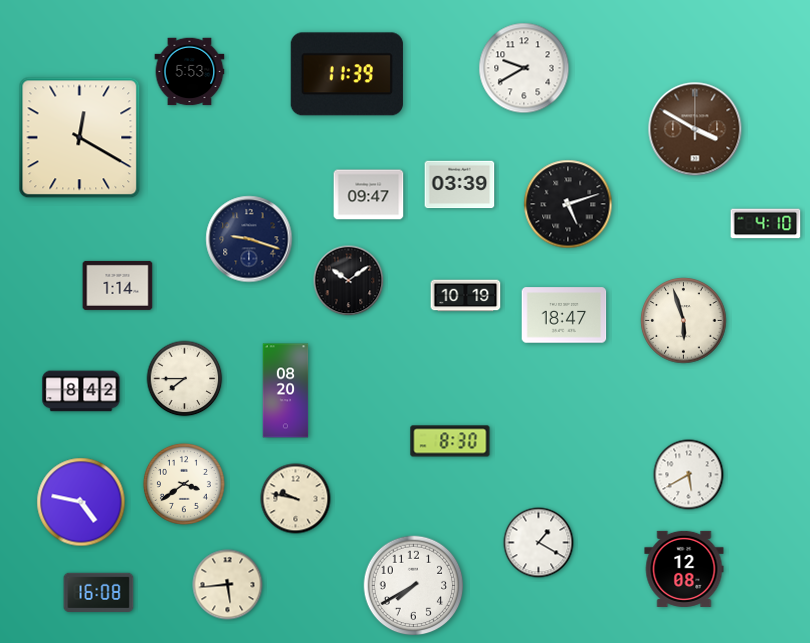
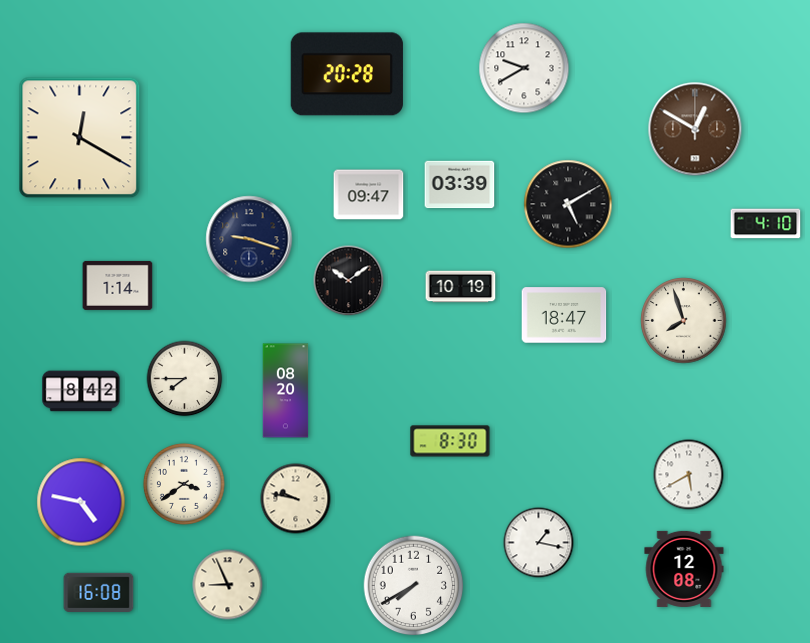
clock at (190, 72): 5:53 -> none
clock at (347, 74): 11:39 -> 20:28
clock at (695, 129): 3:50 -> 12:50
clock at (568, 204): 5:12 -> 5:10
clock at (466, 296) position: (466, 296) -> (461, 287)
clock at (684, 321): 5:57 -> 7:57
clock at (539, 543): 1:20 -> 1:17
clock at (228, 585): 5:44 -> 8:56
